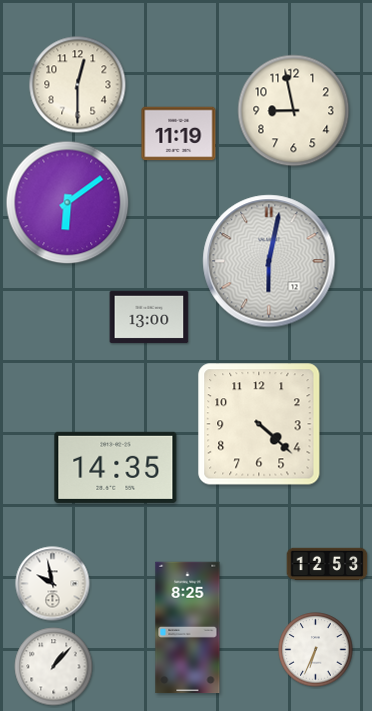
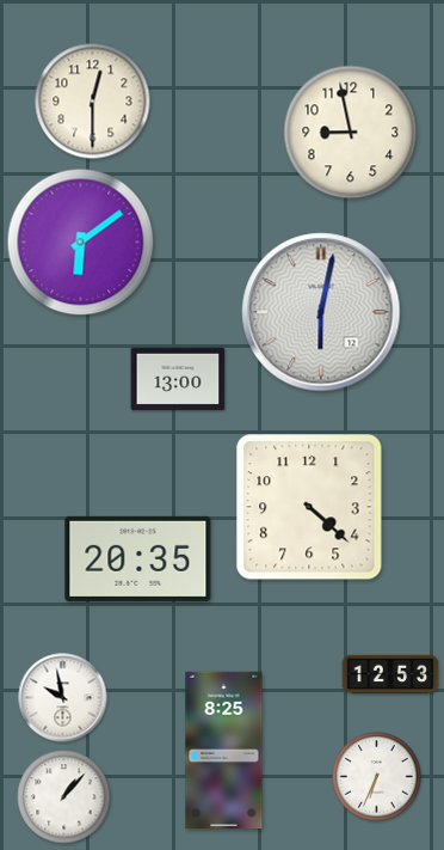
clock at (179, 134): 11:19 -> none
clock at (116, 467): 14:35 -> 20:35
